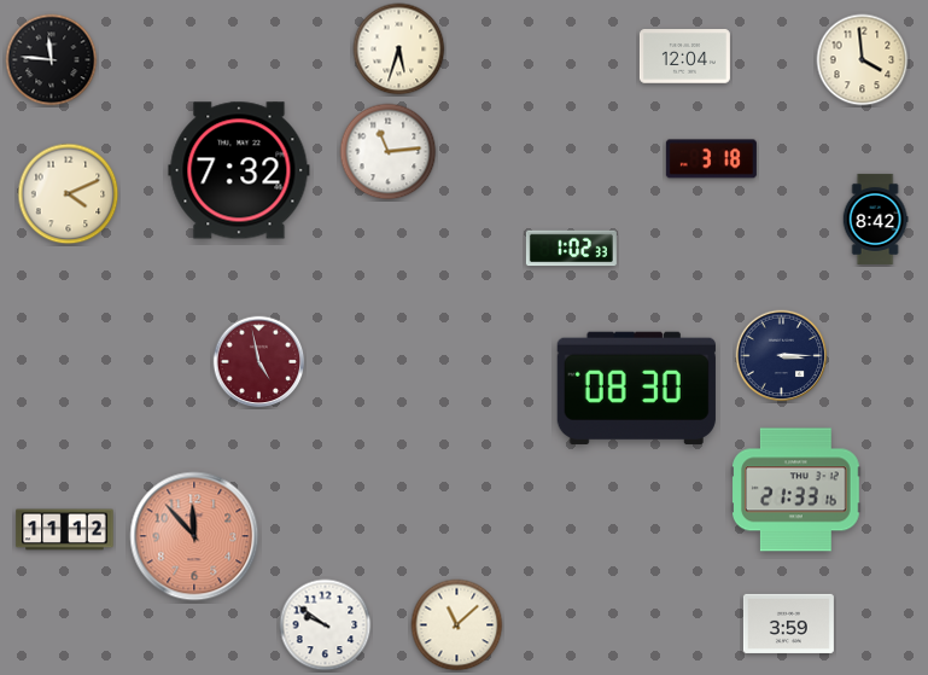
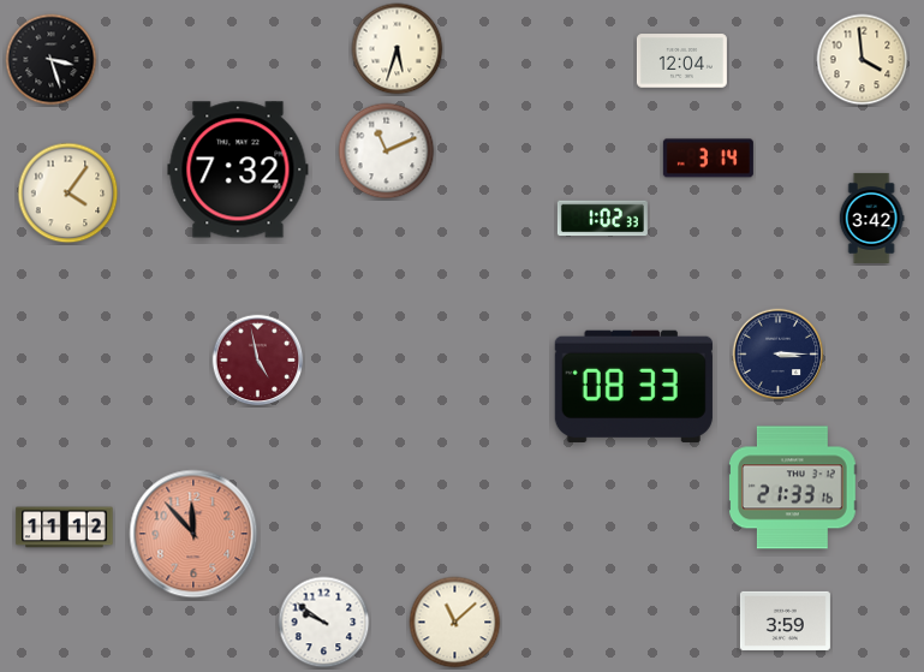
clock at (684, 57) position: (684, 57) -> (681, 61)
clock at (52, 60): 11:46 -> 3:27
clock at (863, 60) position: (863, 60) -> (863, 60)
clock at (389, 152): 11:14 -> 11:11
clock at (711, 159): 3:18 -> 3:14
clock at (69, 194): 4:11 -> 4:06
clock at (875, 219): 8:42 -> 3:42
clock at (571, 249) position: (571, 249) -> (602, 219)
clock at (636, 388): 08:30 -> 08:33
